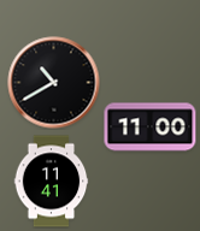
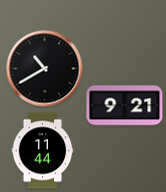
clock at (151, 128): 11:00 -> 9:21
clock at (52, 182): 11:41 -> 11:44
